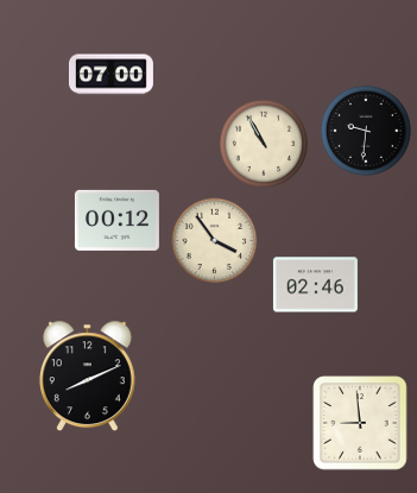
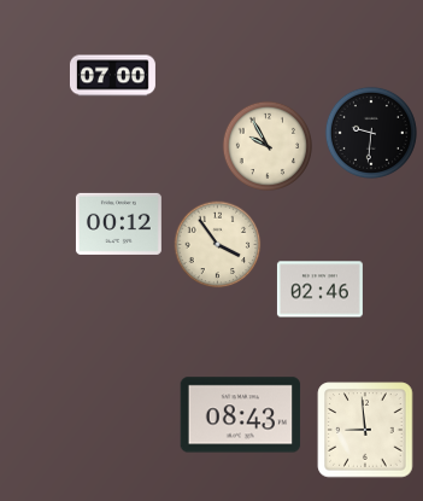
clock at (263, 143): 10:55 -> 9:55
clock at (87, 377): 8:11 -> none
clock at (241, 415): none -> 08:43
